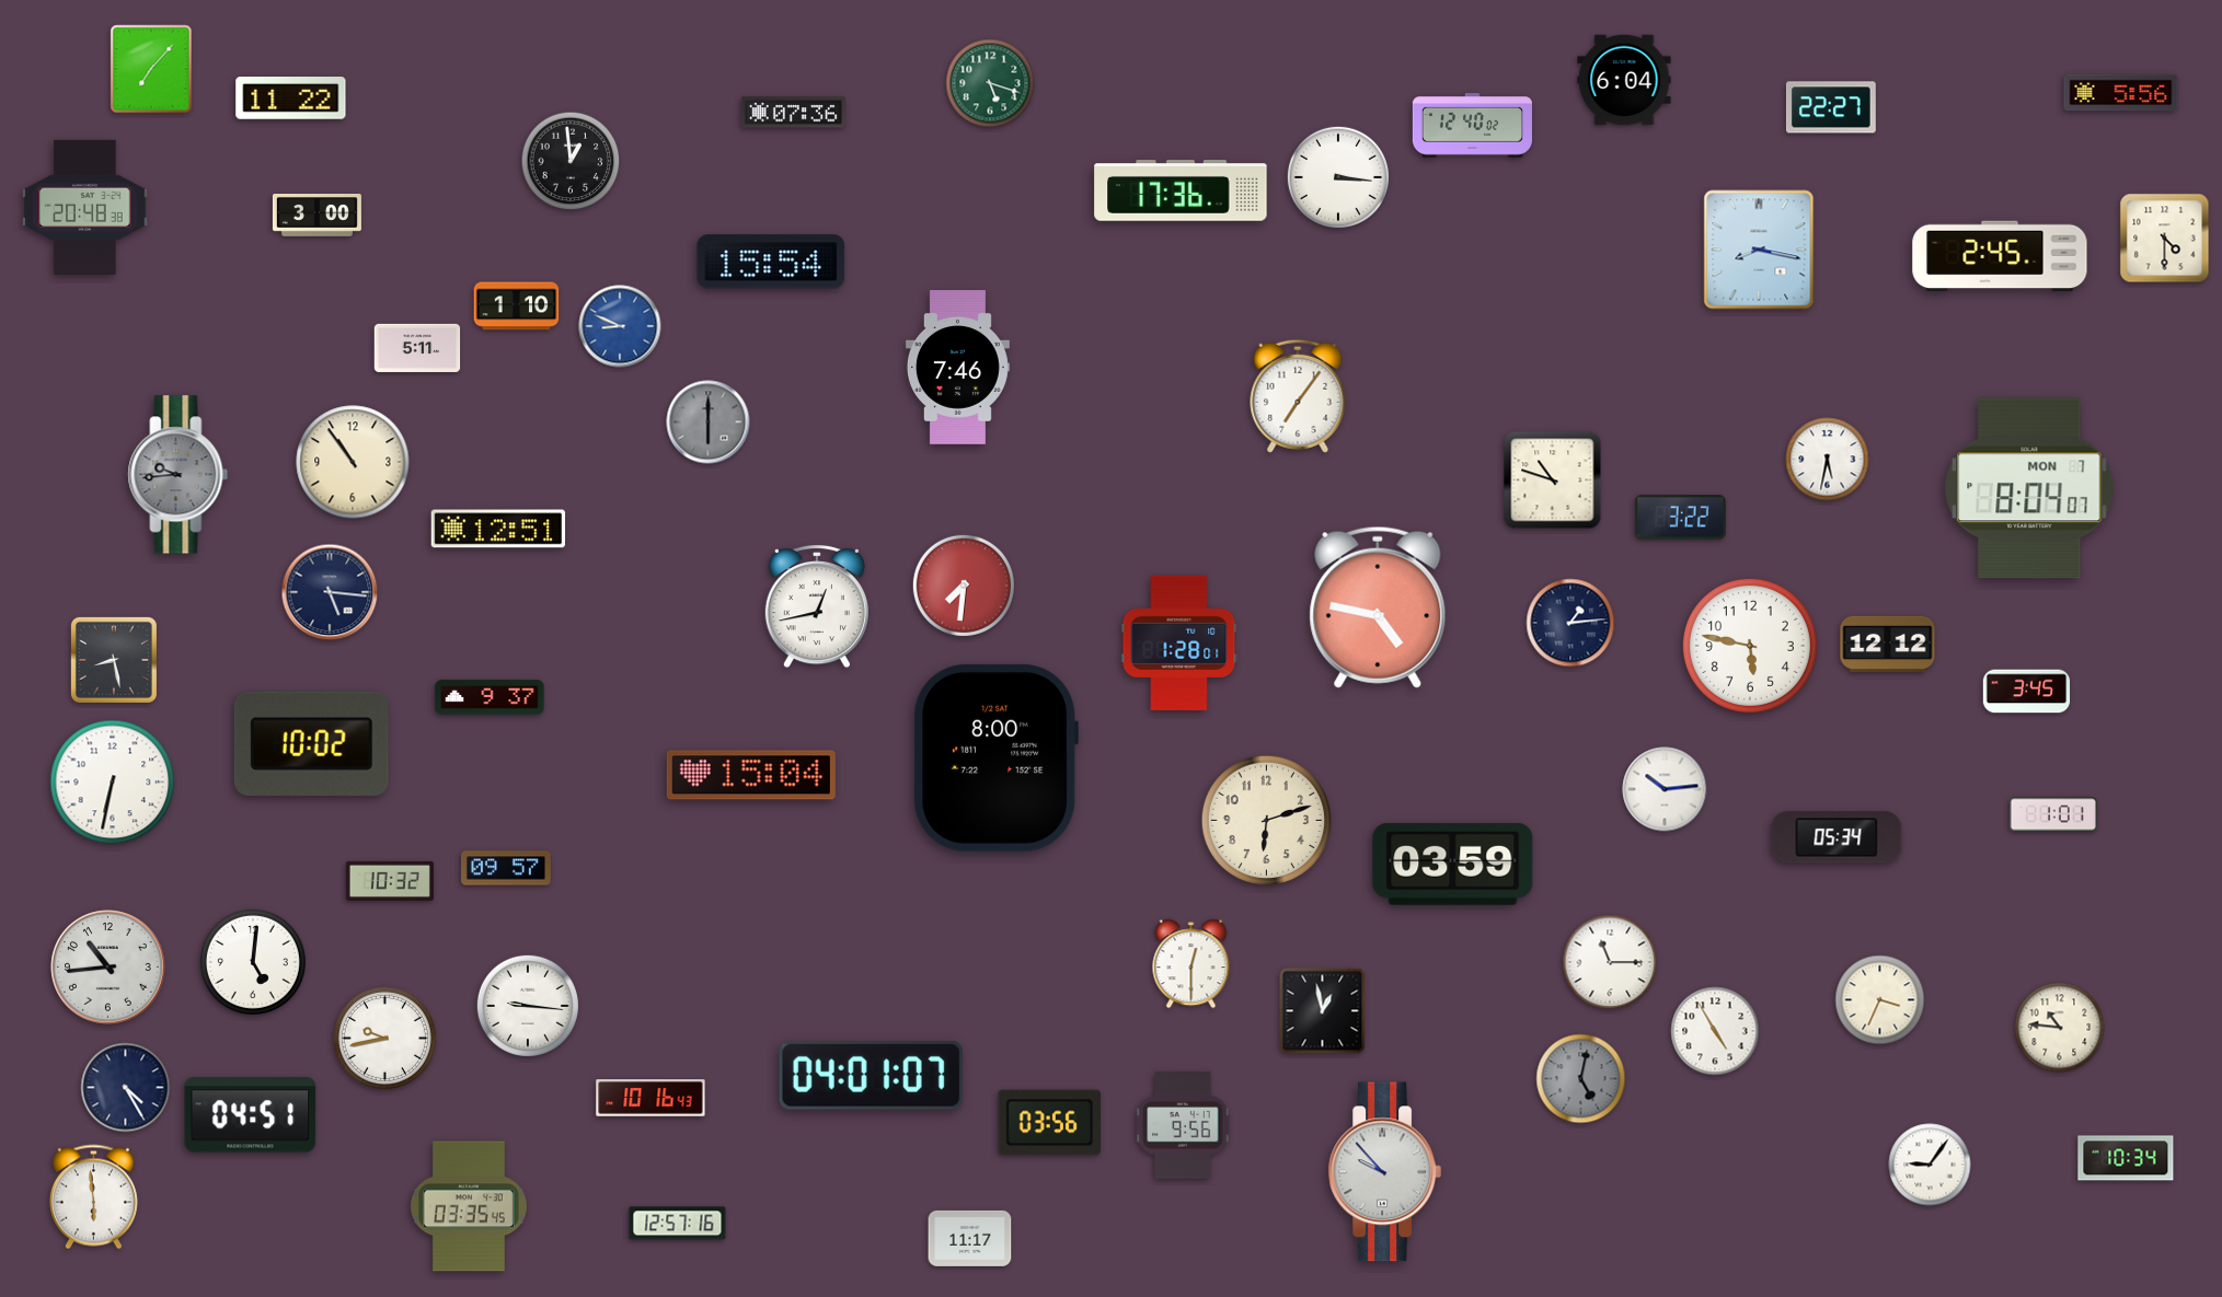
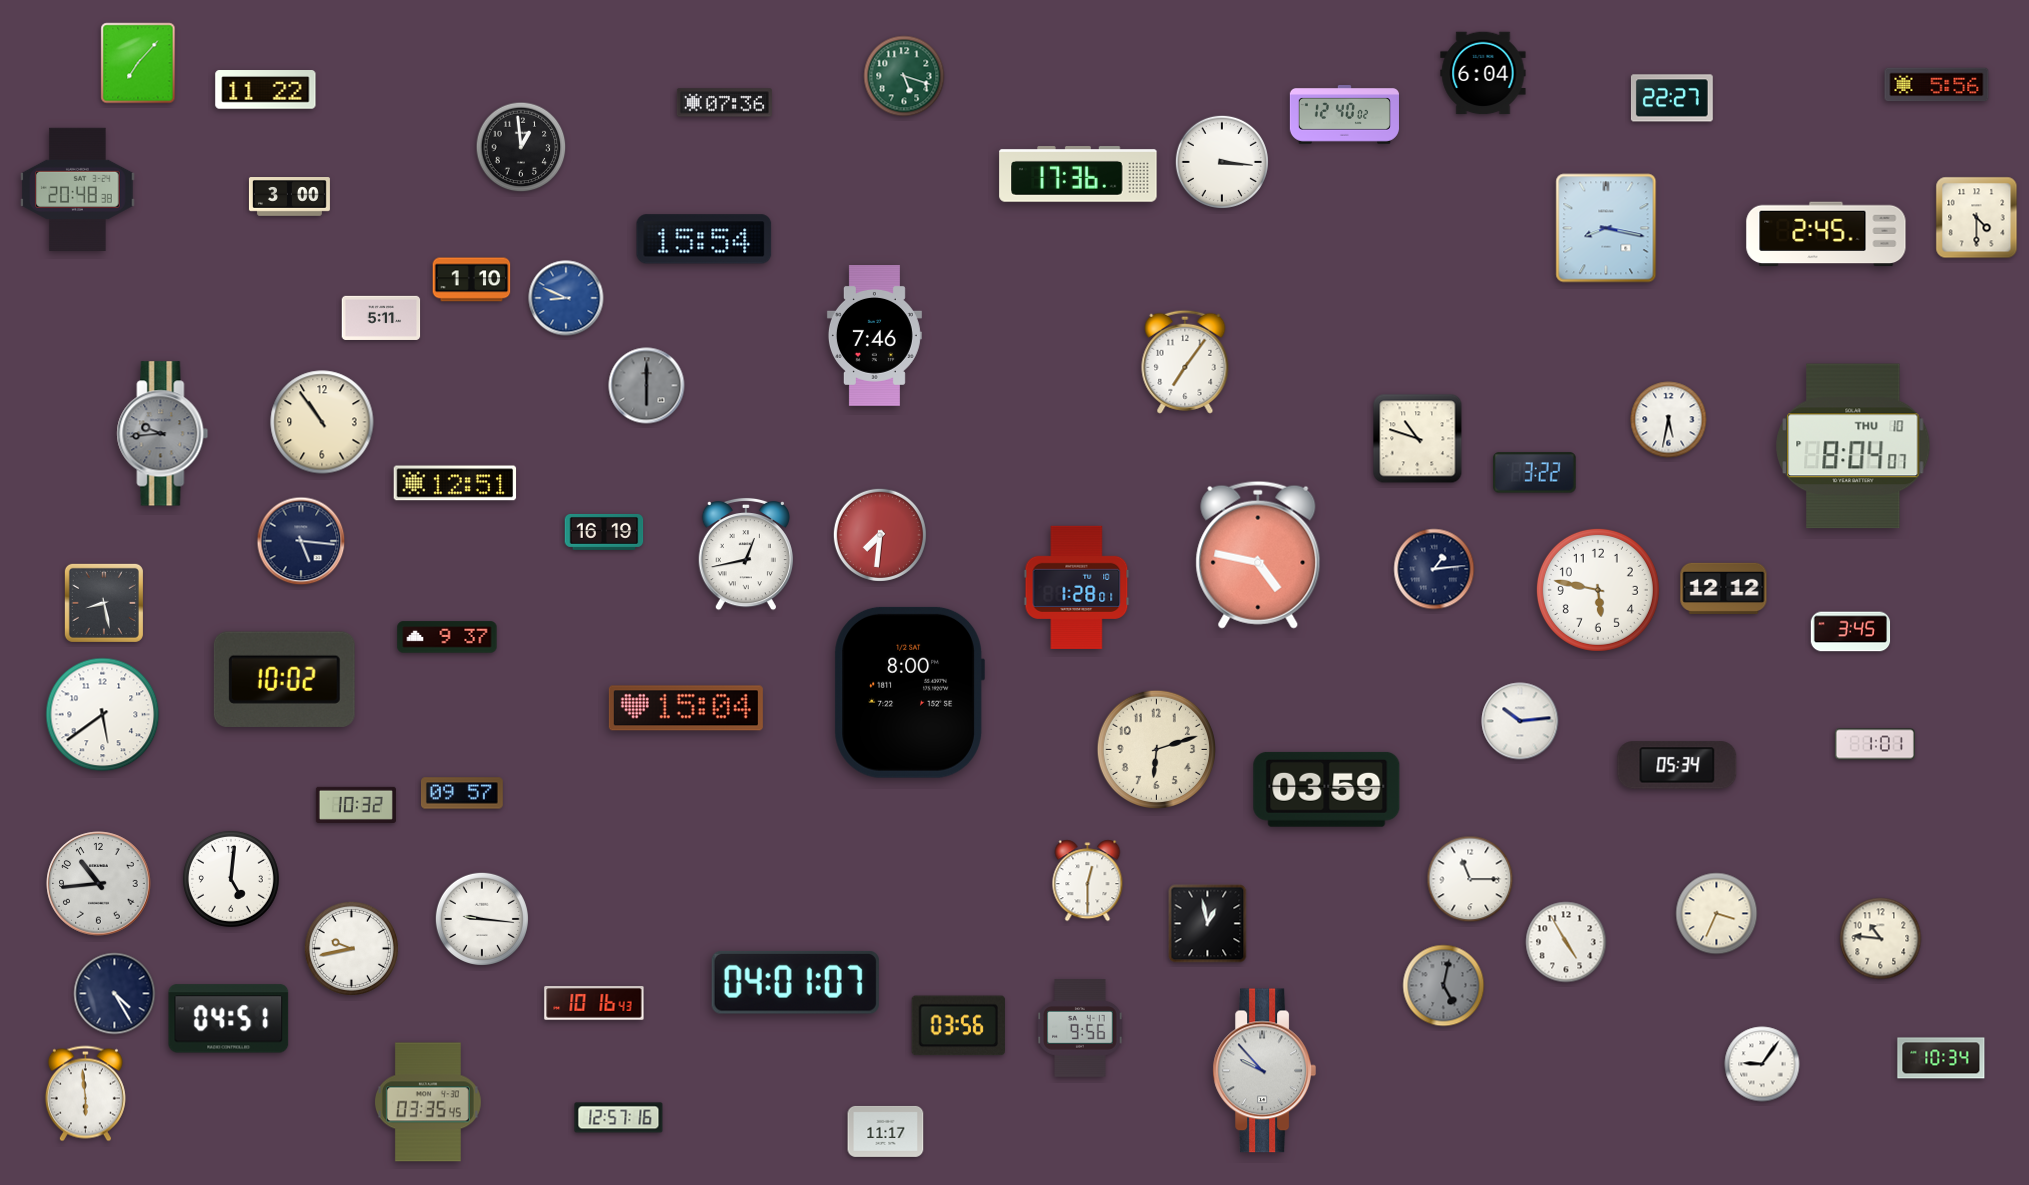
clock at (2029, 488) date: MON 7 -> THU 10
clock at (604, 532): none -> 16:19
clock at (113, 783): 6:32 -> 5:39
